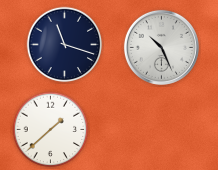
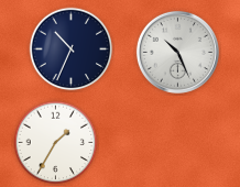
clock at (65, 45): 11:18 -> 10:34
clock at (51, 130): 1:38 -> 1:35
